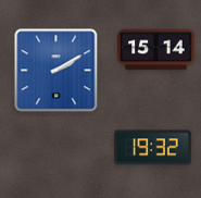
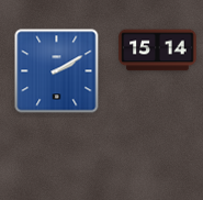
clock at (153, 148): 19:32 -> none
